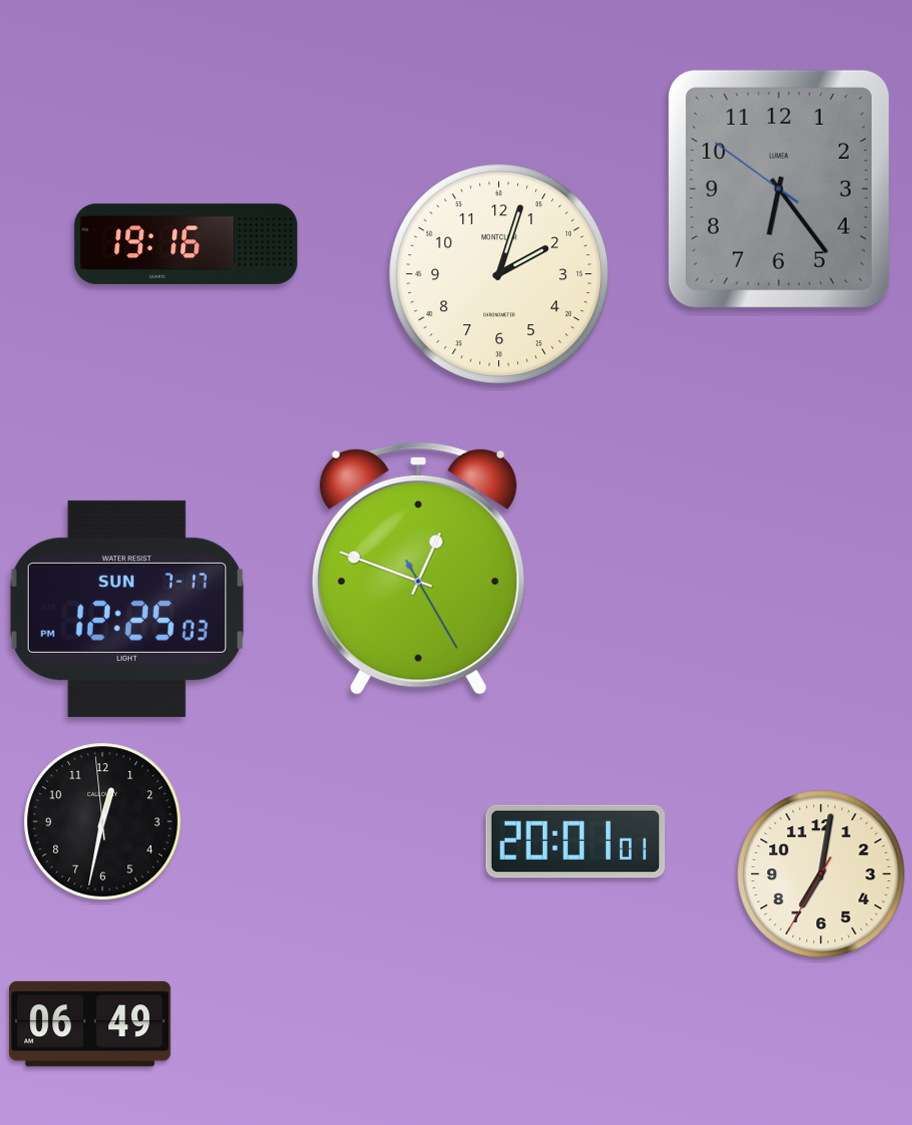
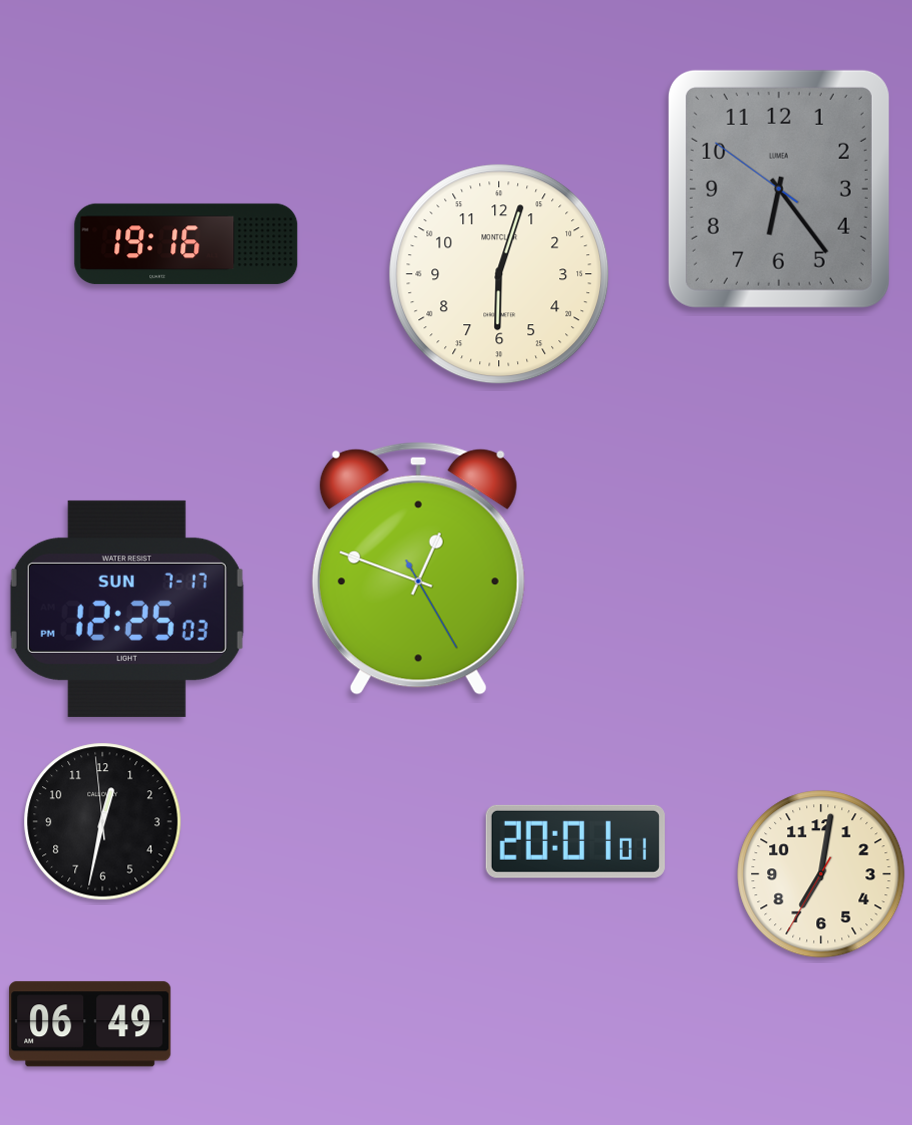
clock at (499, 274): 2:03 -> 6:03
